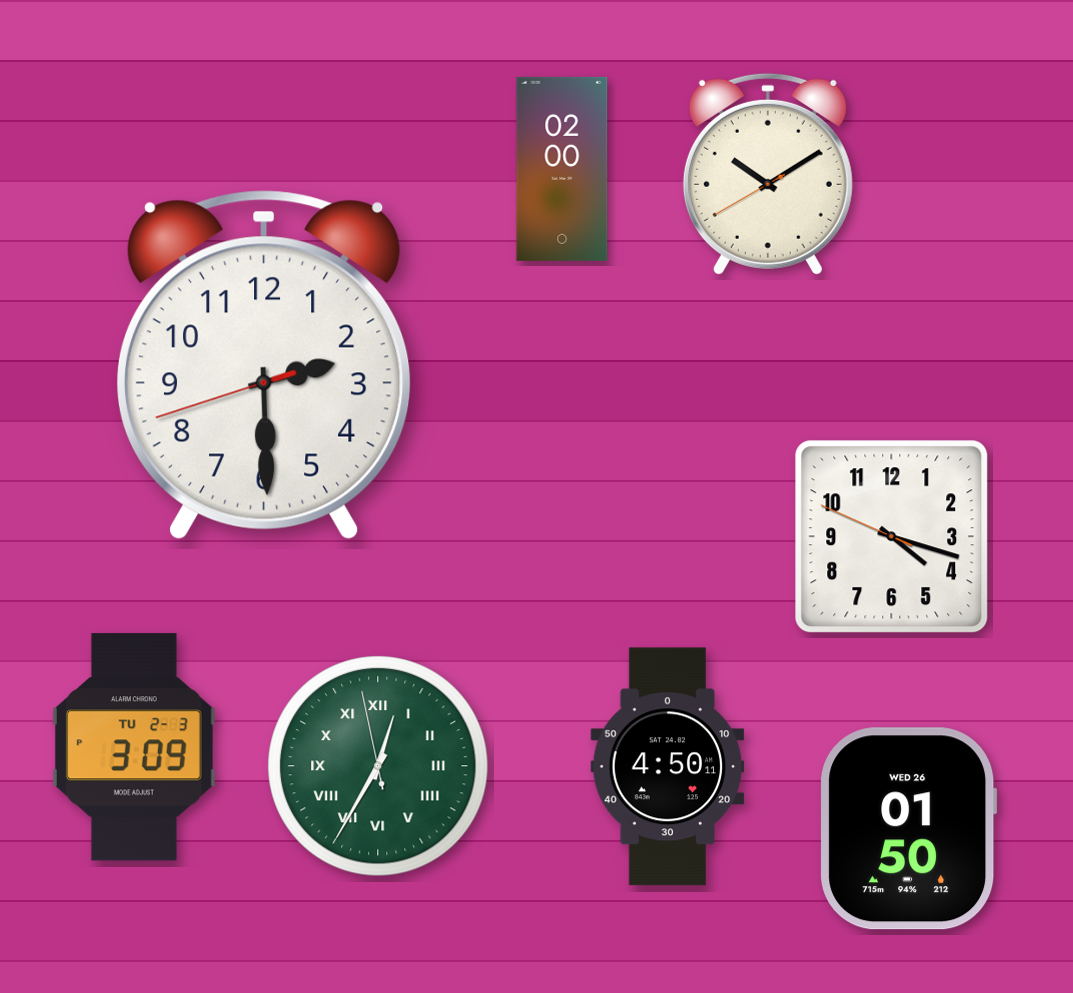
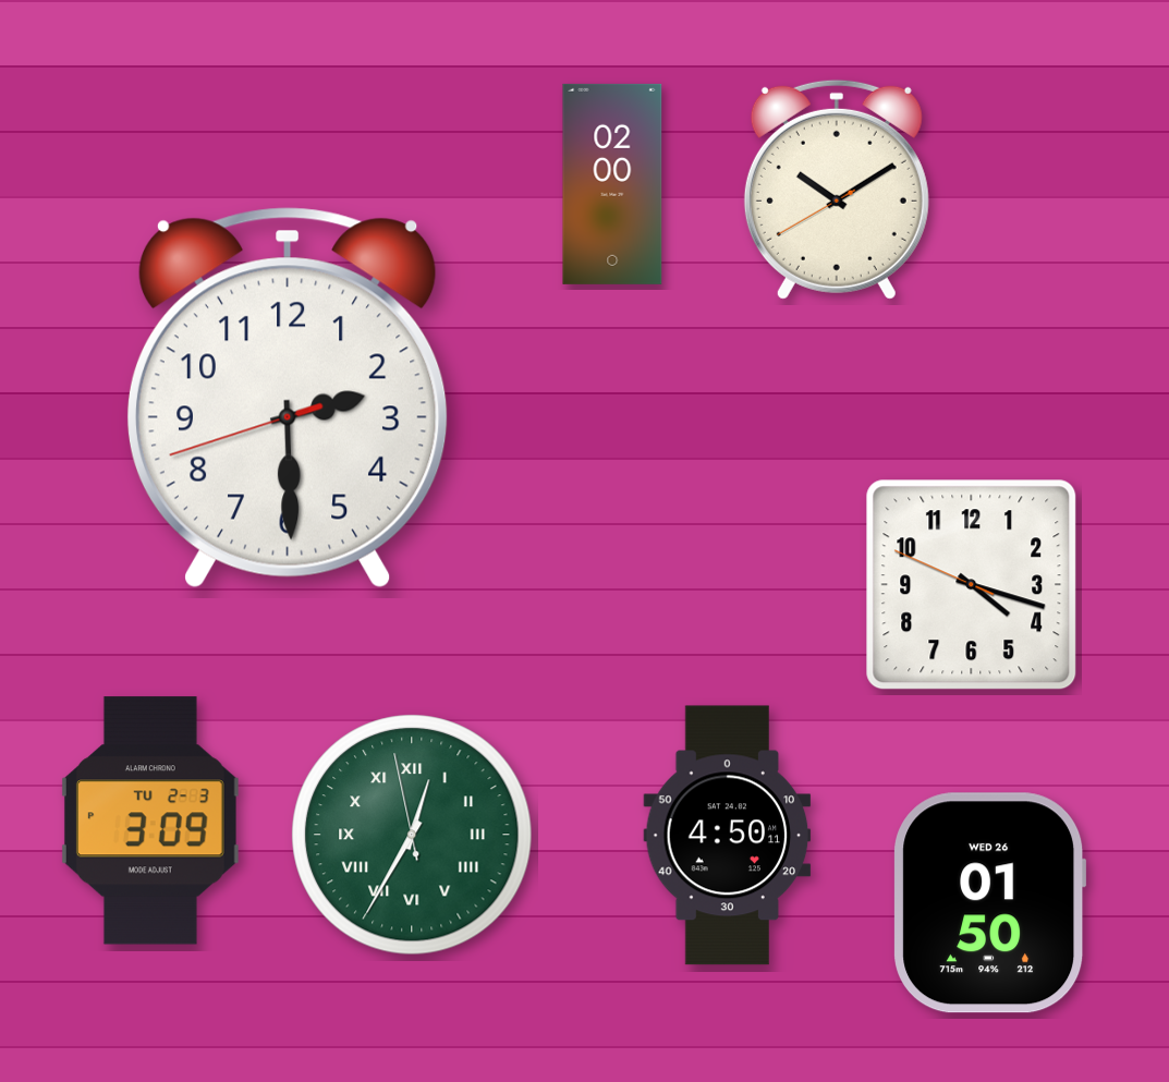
clock at (134, 747) position: (134, 747) -> (150, 820)
